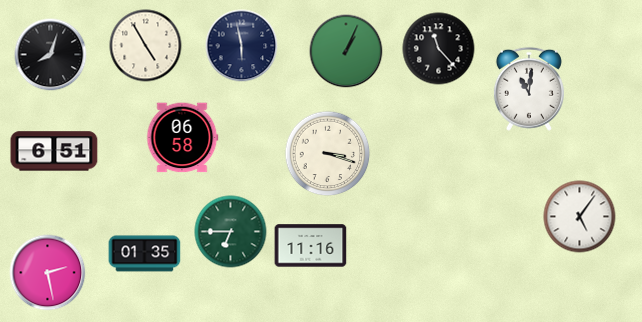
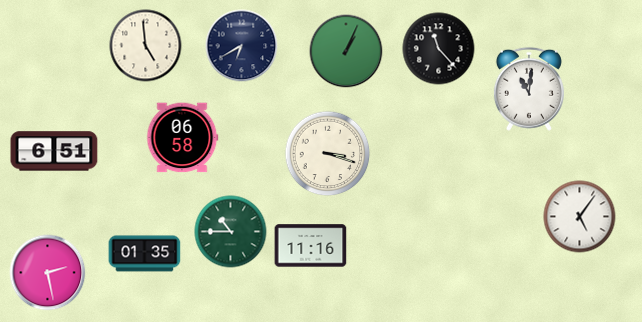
clock at (146, 46): 4:55 -> 4:59
clock at (242, 46): 5:58 -> 6:40
clock at (51, 55): 8:03 -> none
clock at (231, 232): 6:45 -> 10:45
